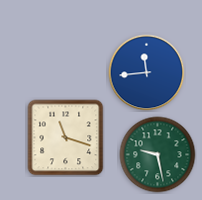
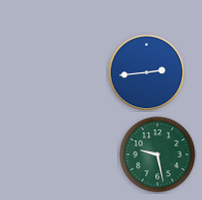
clock at (147, 73): 11:44 -> 2:44
clock at (66, 138): 11:18 -> none
